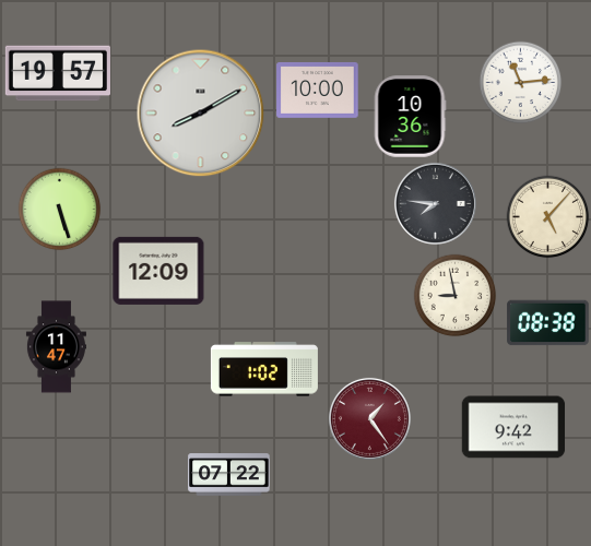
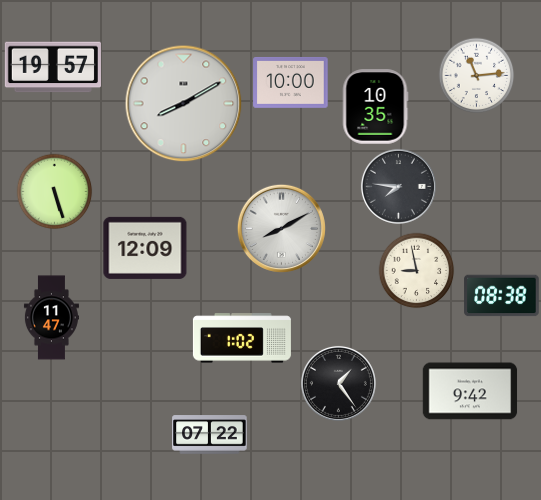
clock at (410, 117): 10:36 -> 10:35
clock at (548, 217): 5:07 -> none
clock at (281, 228): none -> 8:10
clock at (369, 418) dial: burgundy -> black
